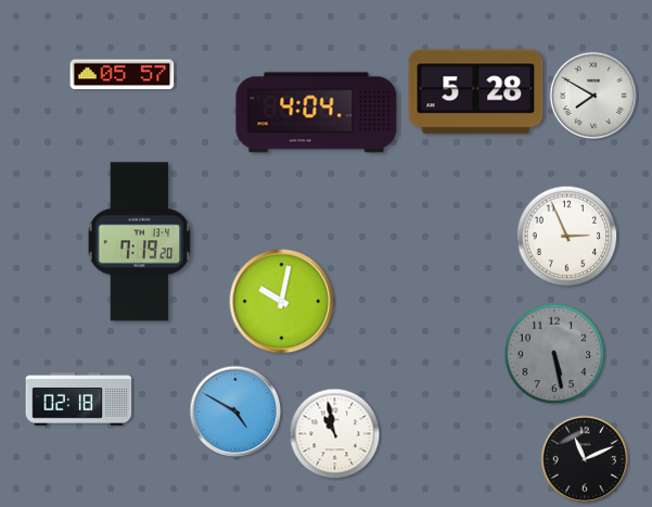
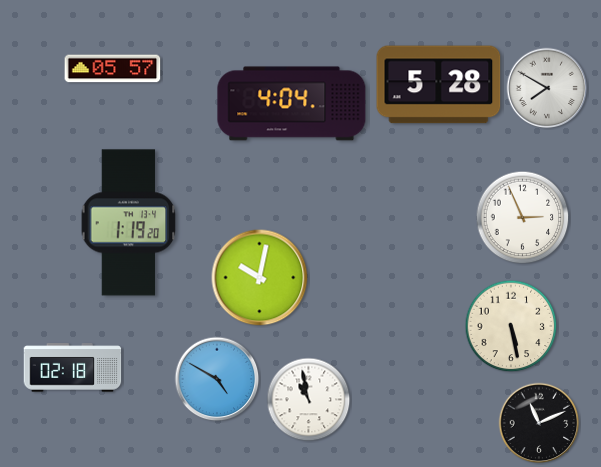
clock at (140, 242): 7:19 -> 1:19
clock at (554, 354) dial: grey -> cream
